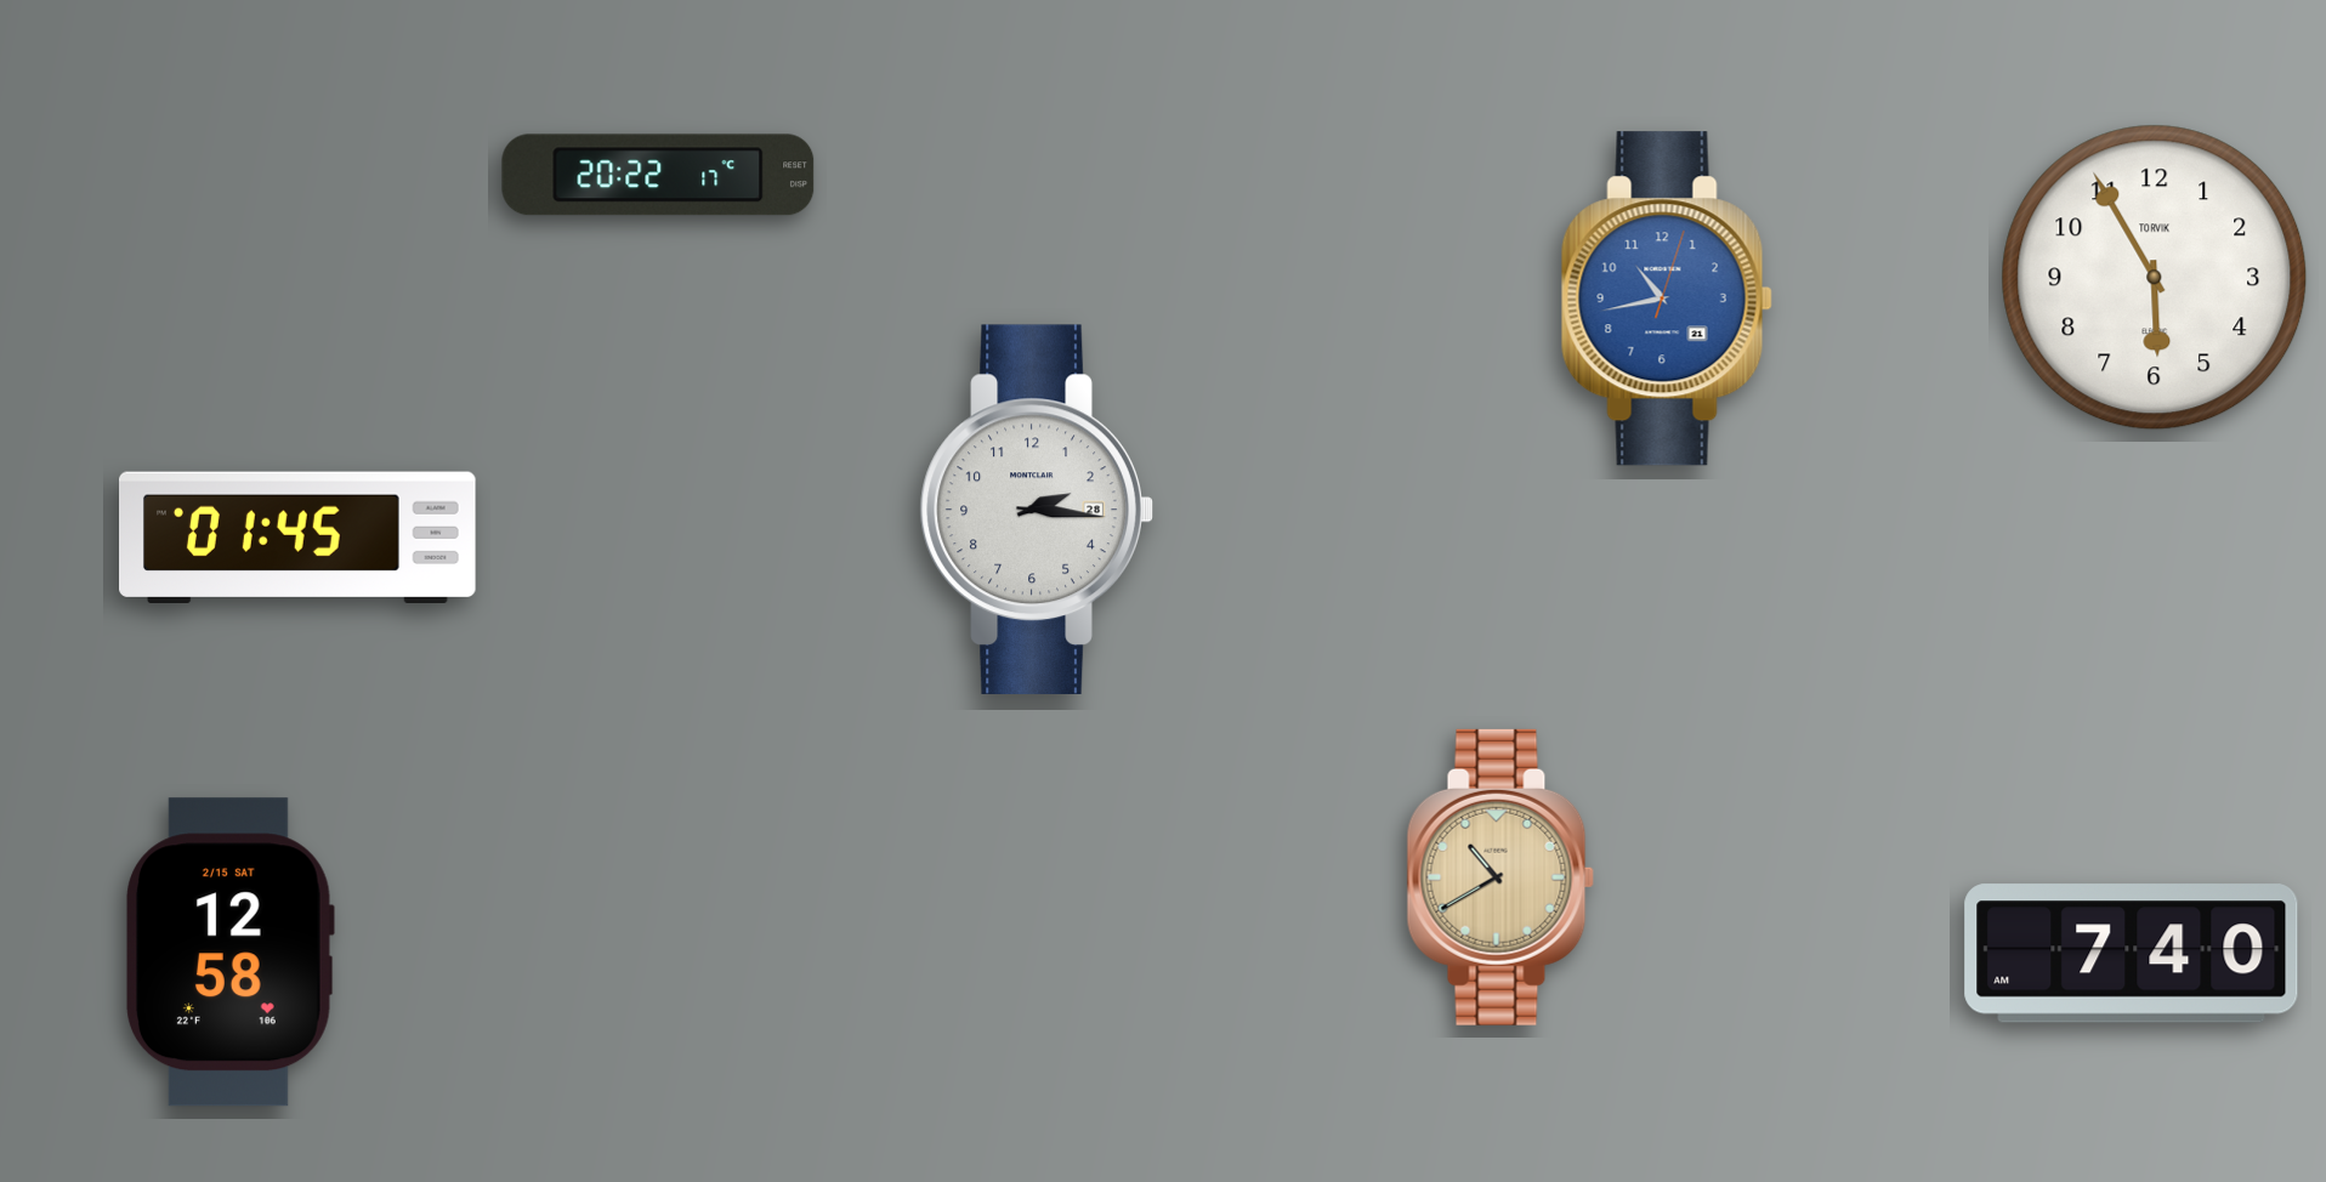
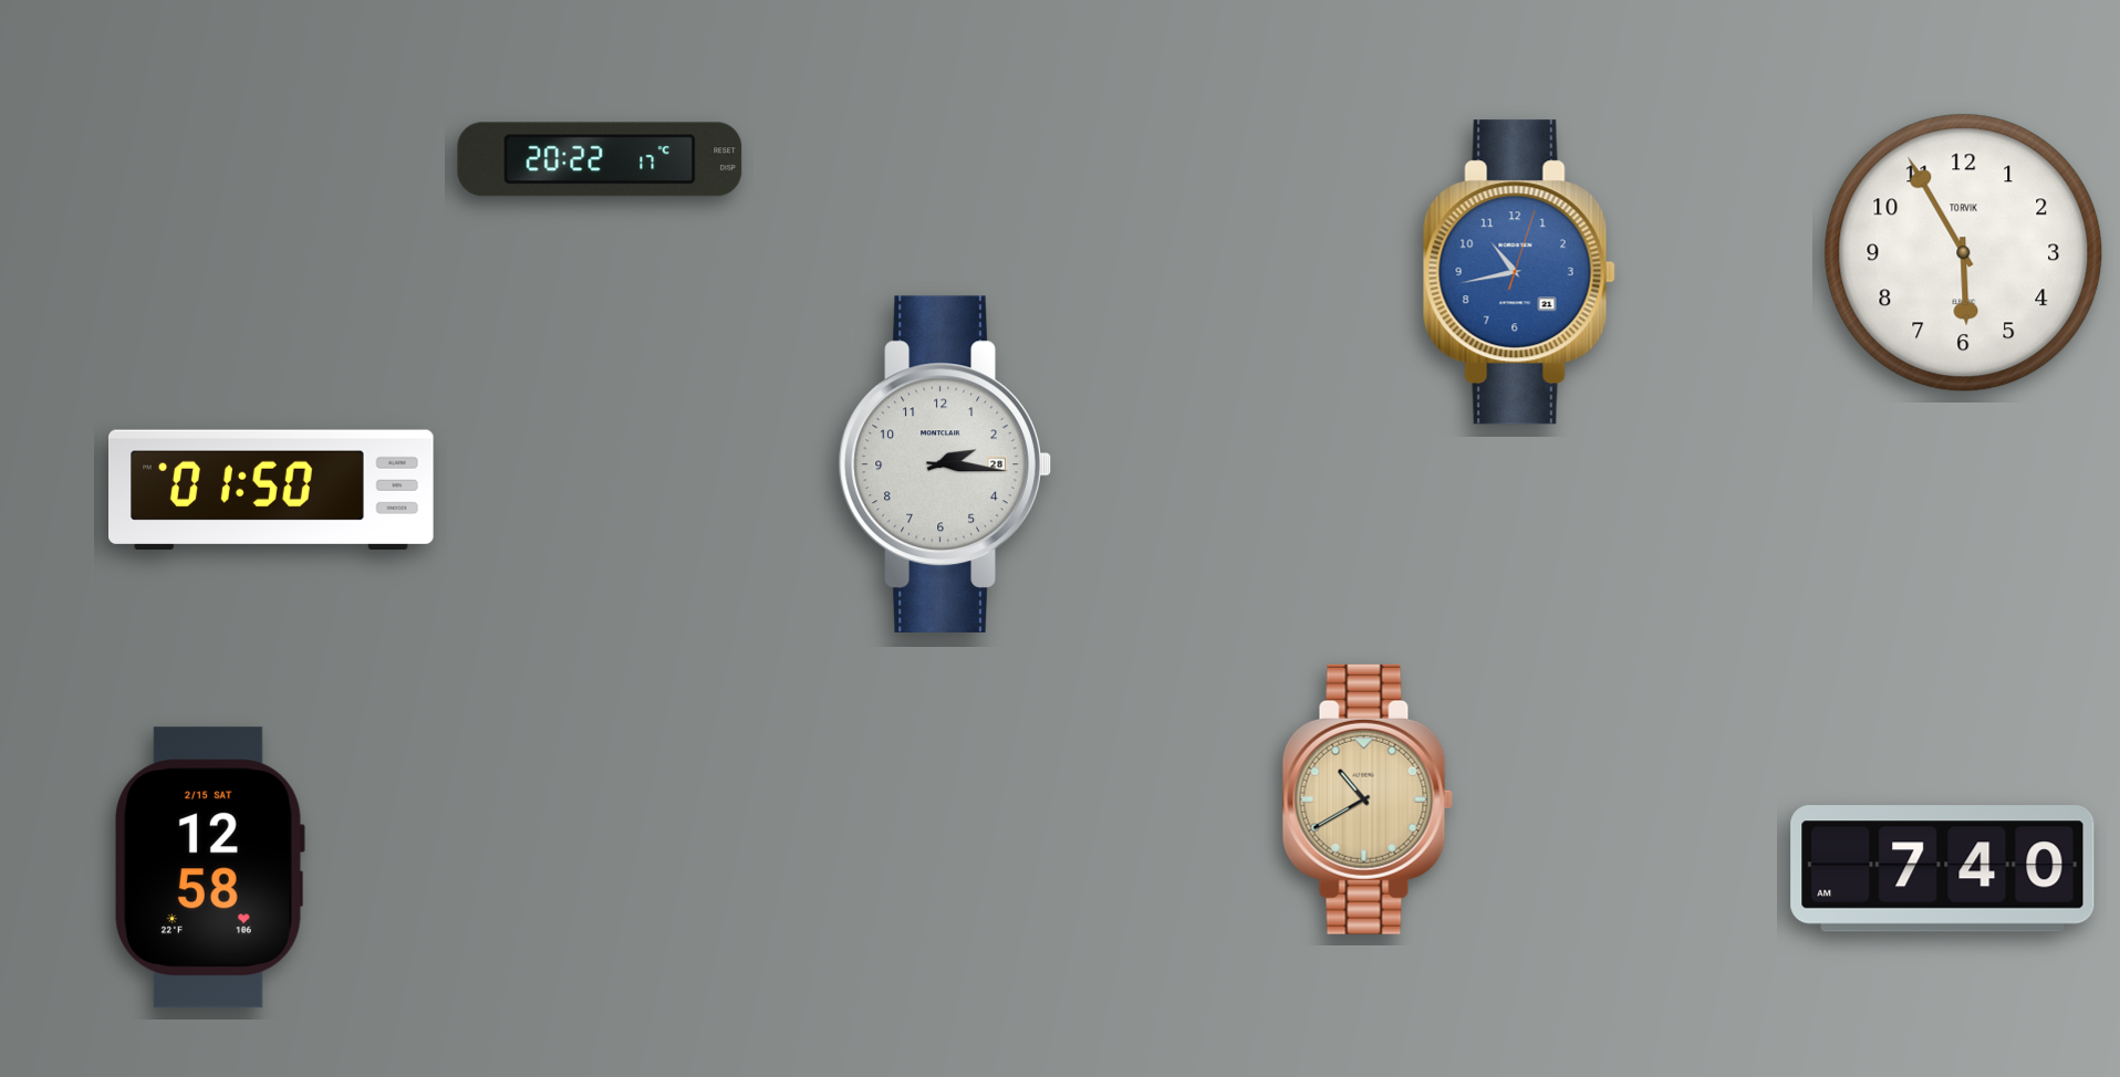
clock at (299, 536): 01:45 -> 01:50
